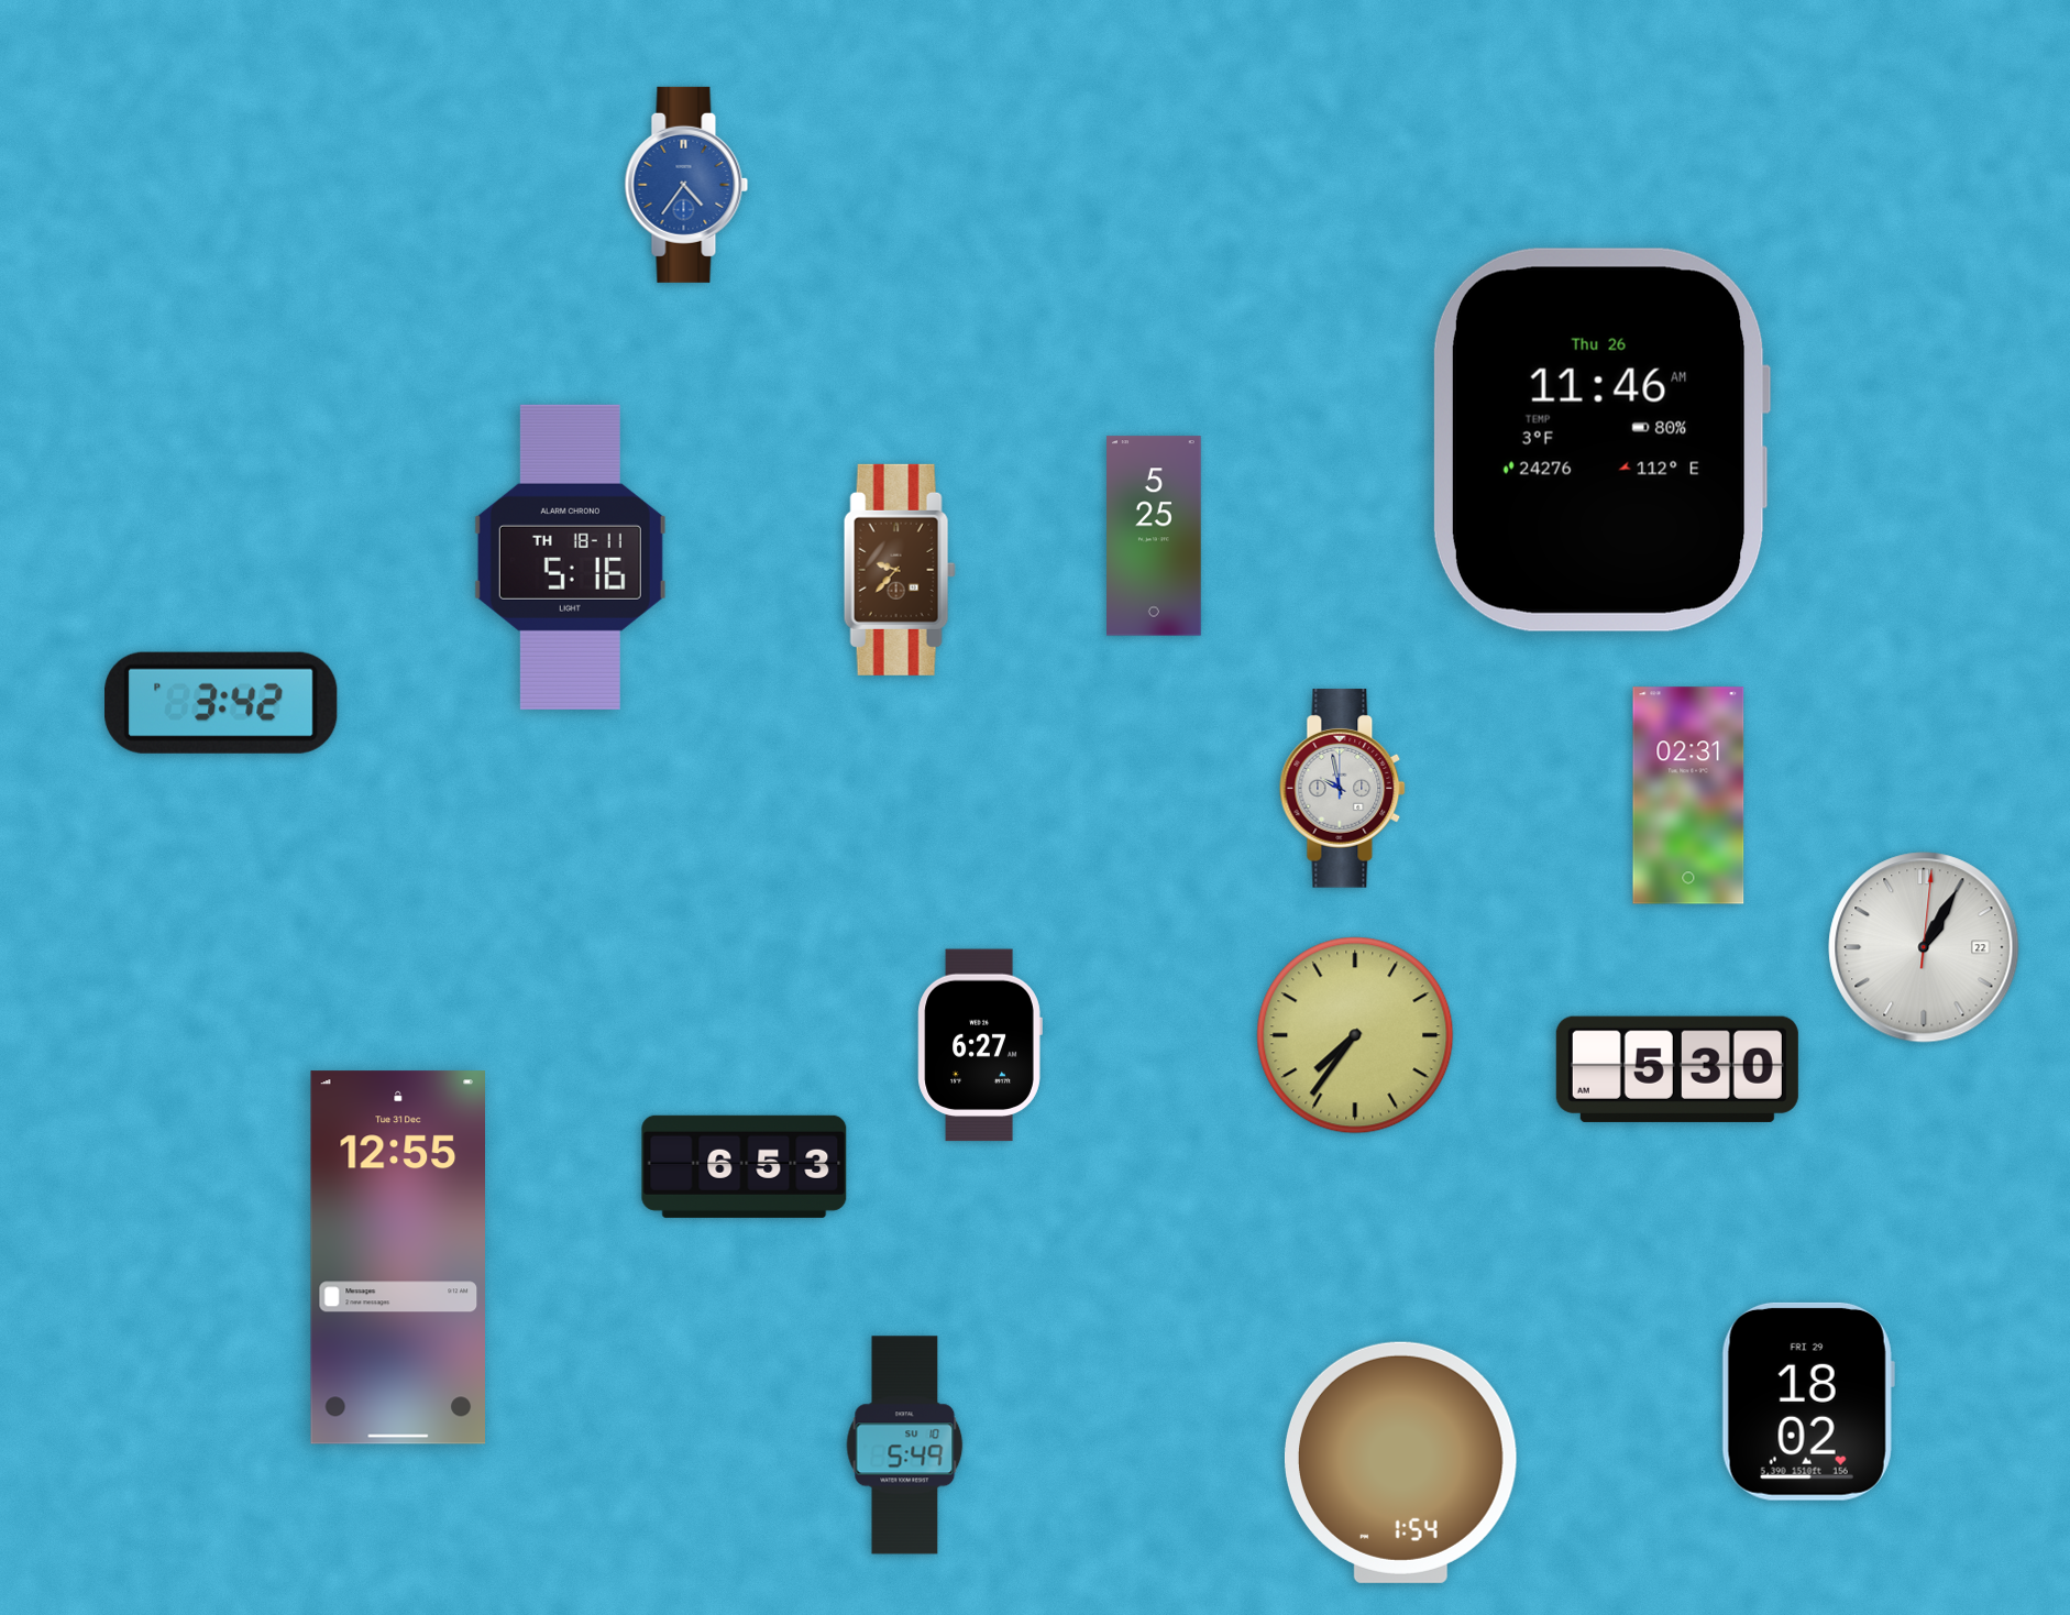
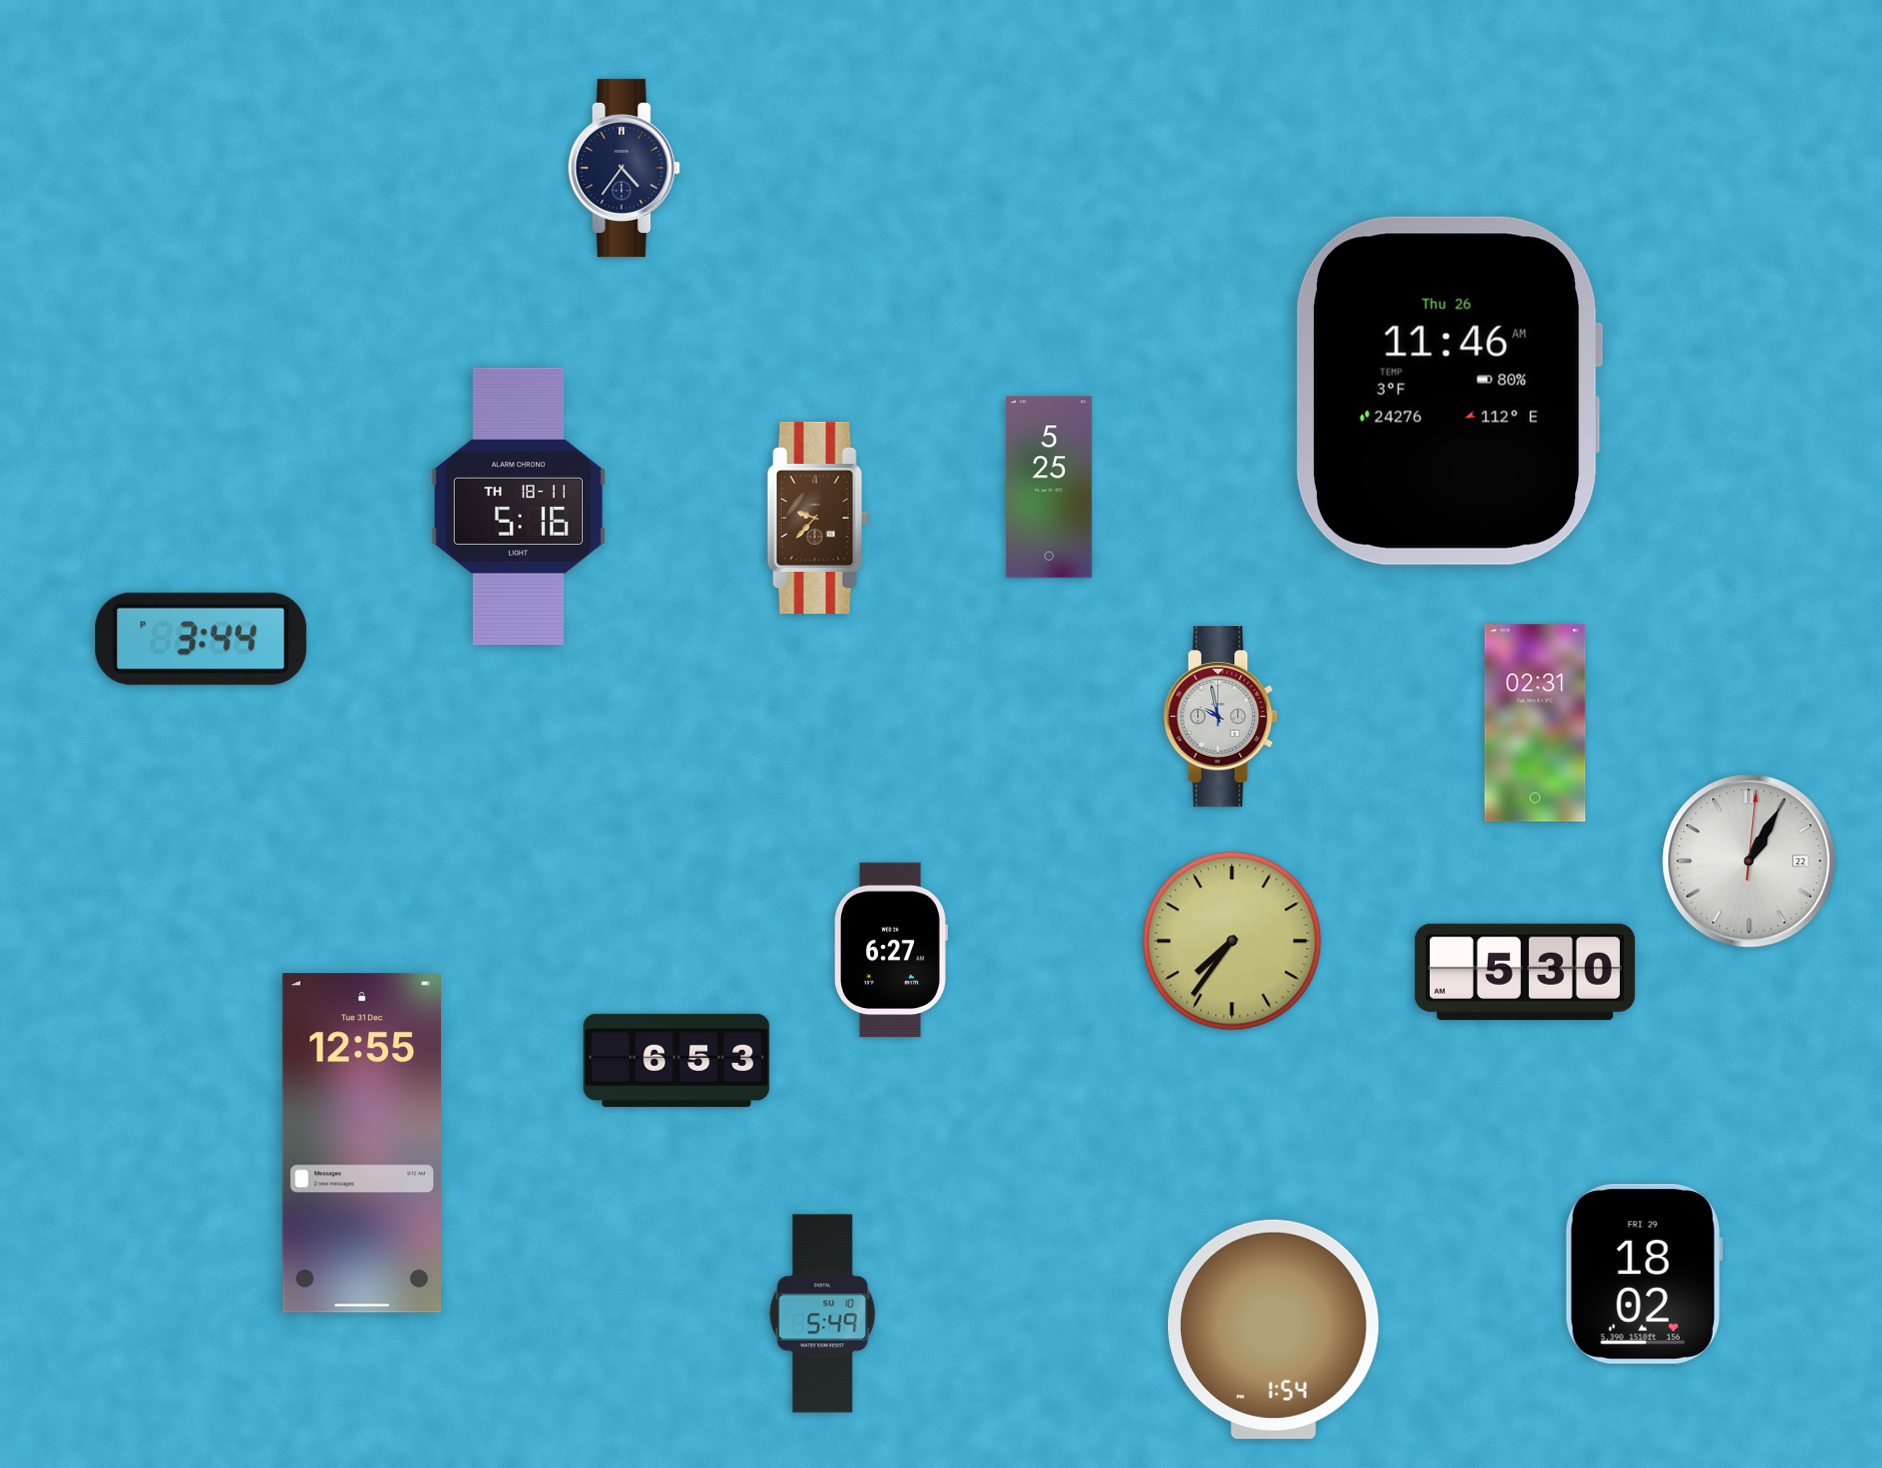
clock at (686, 185) dial: blue -> navy
clock at (1600, 440) position: (1600, 440) -> (1448, 391)
clock at (221, 703): 3:42 -> 3:44
